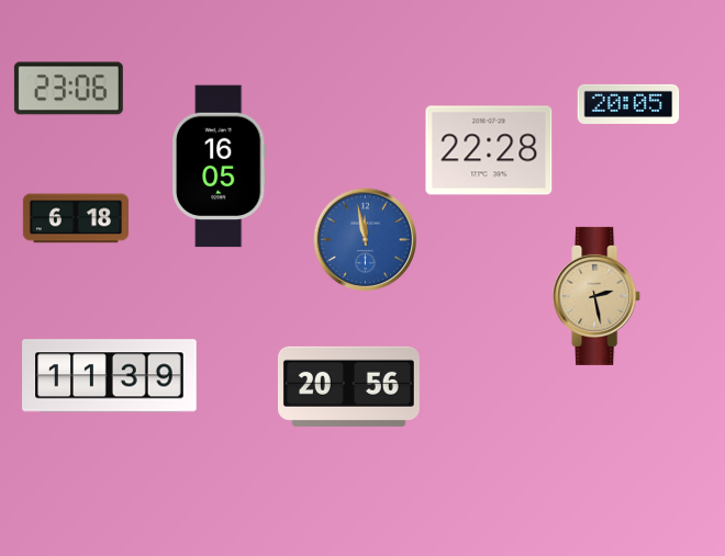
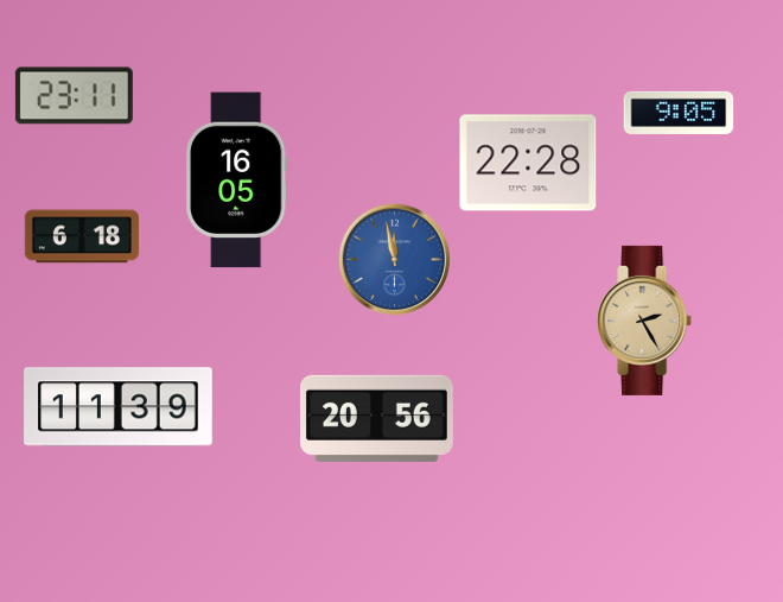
clock at (68, 89): 23:06 -> 23:11
clock at (628, 104): 20:05 -> 9:05
clock at (598, 296): 2:28 -> 2:25
